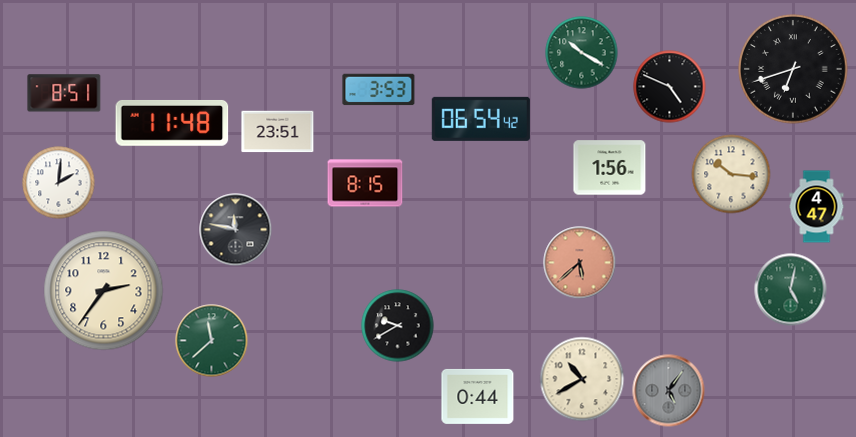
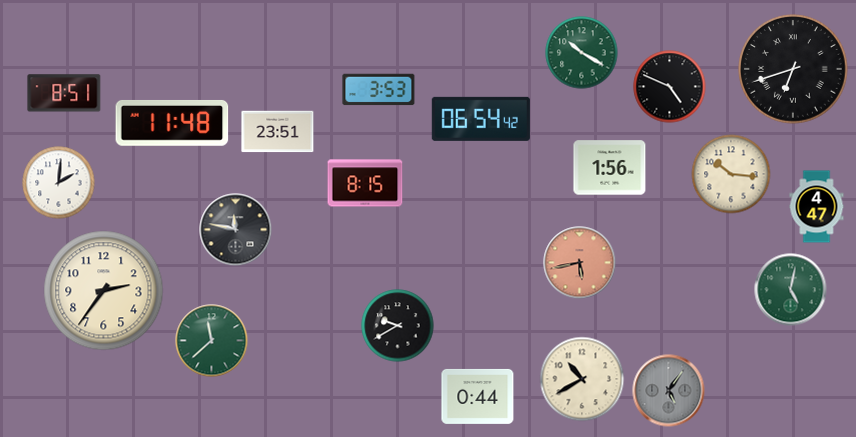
clock at (580, 263): 5:38 -> 5:43
